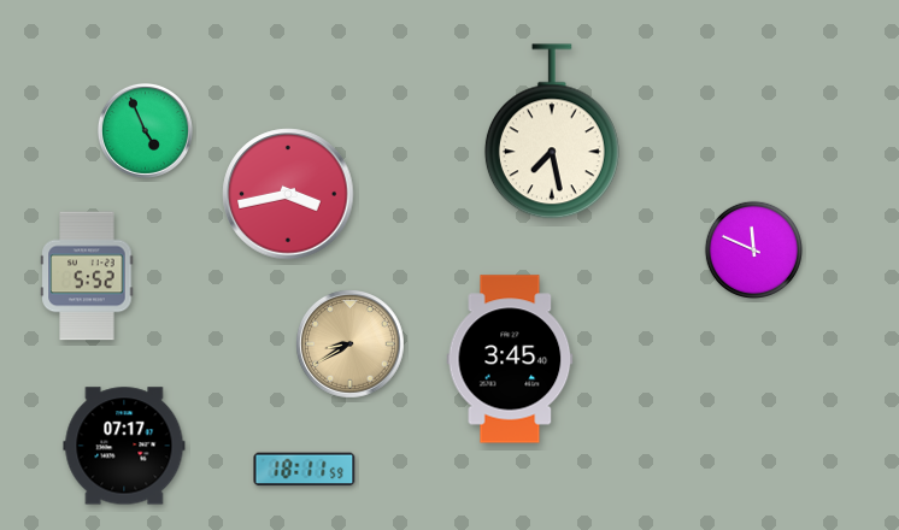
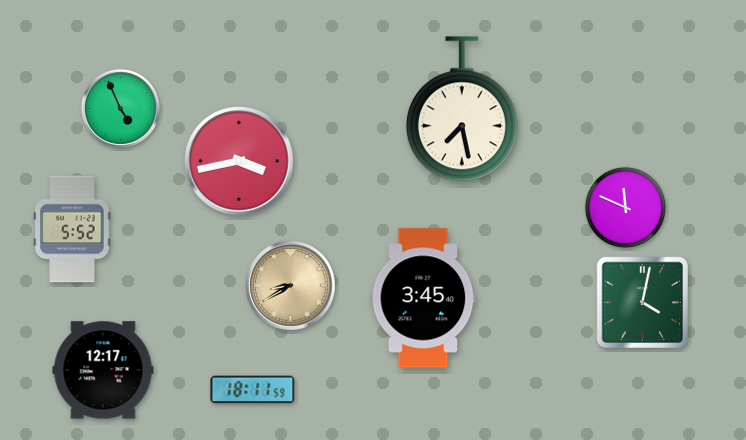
clock at (552, 131) position: (552, 131) -> (462, 109)
clock at (642, 302): none -> 4:02
clock at (124, 446): 07:17 -> 12:17
